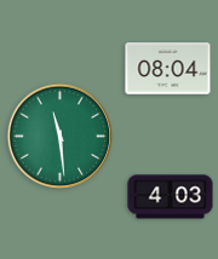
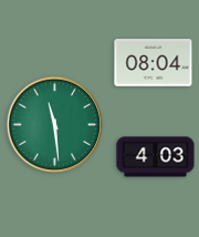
clock at (171, 197) position: (171, 197) -> (156, 157)
